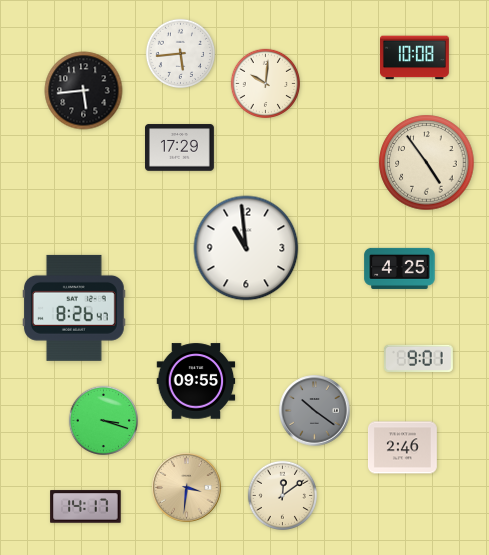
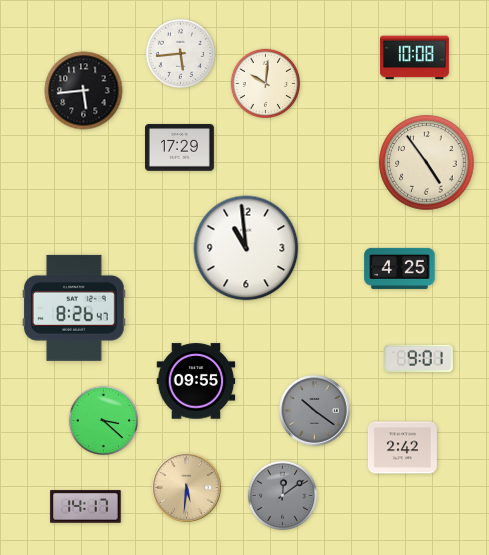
clock at (103, 420): 3:18 -> 3:22
clock at (402, 448): 2:46 -> 2:42
clock at (187, 488): 3:31 -> 5:31
clock at (282, 495) dial: cream -> grey
